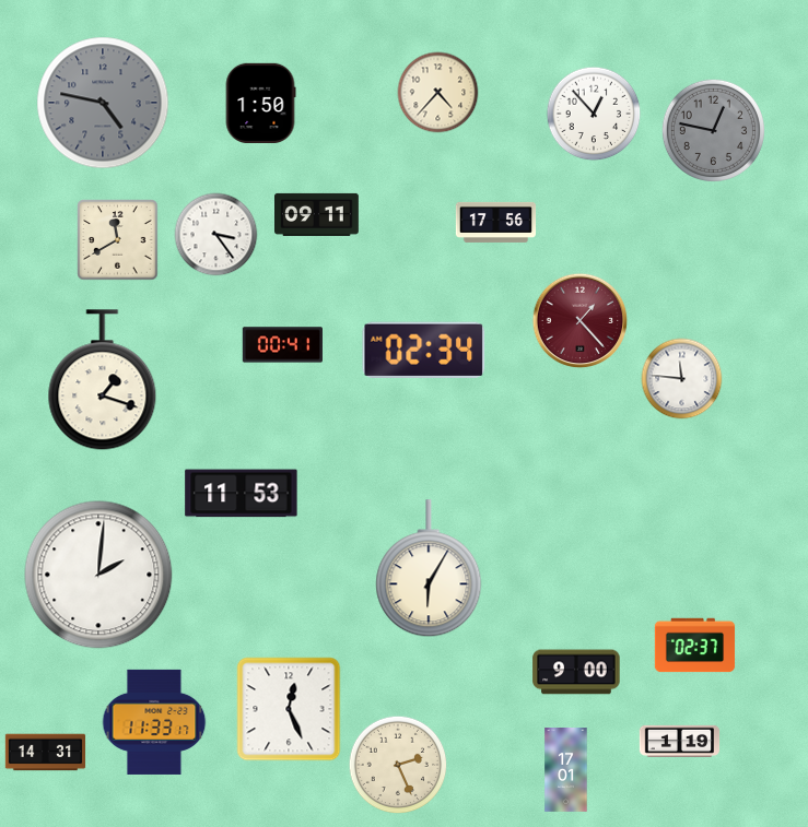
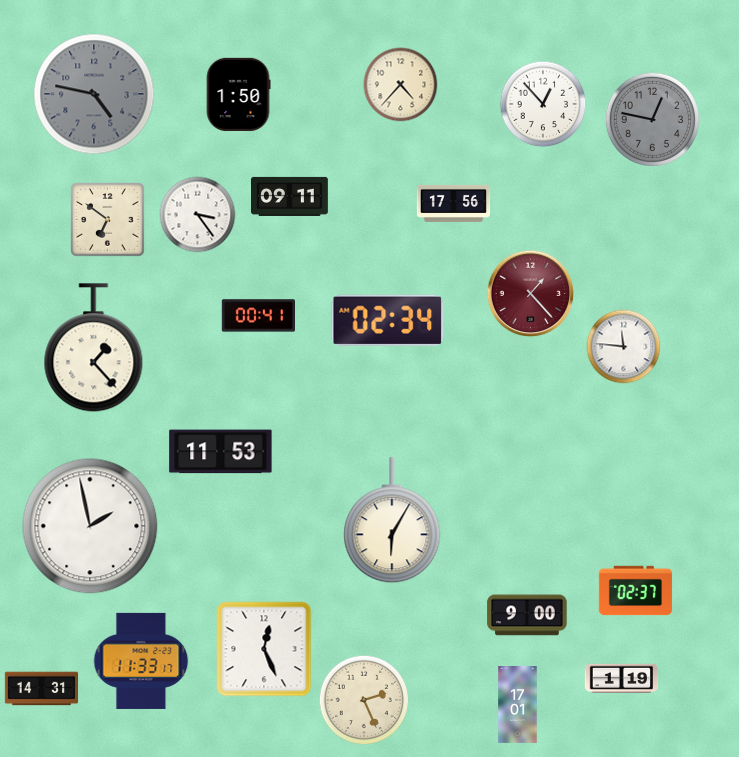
clock at (118, 240): 11:40 -> 6:51
clock at (103, 380): 1:18 -> 1:23
clock at (98, 575): 2:01 -> 1:58
